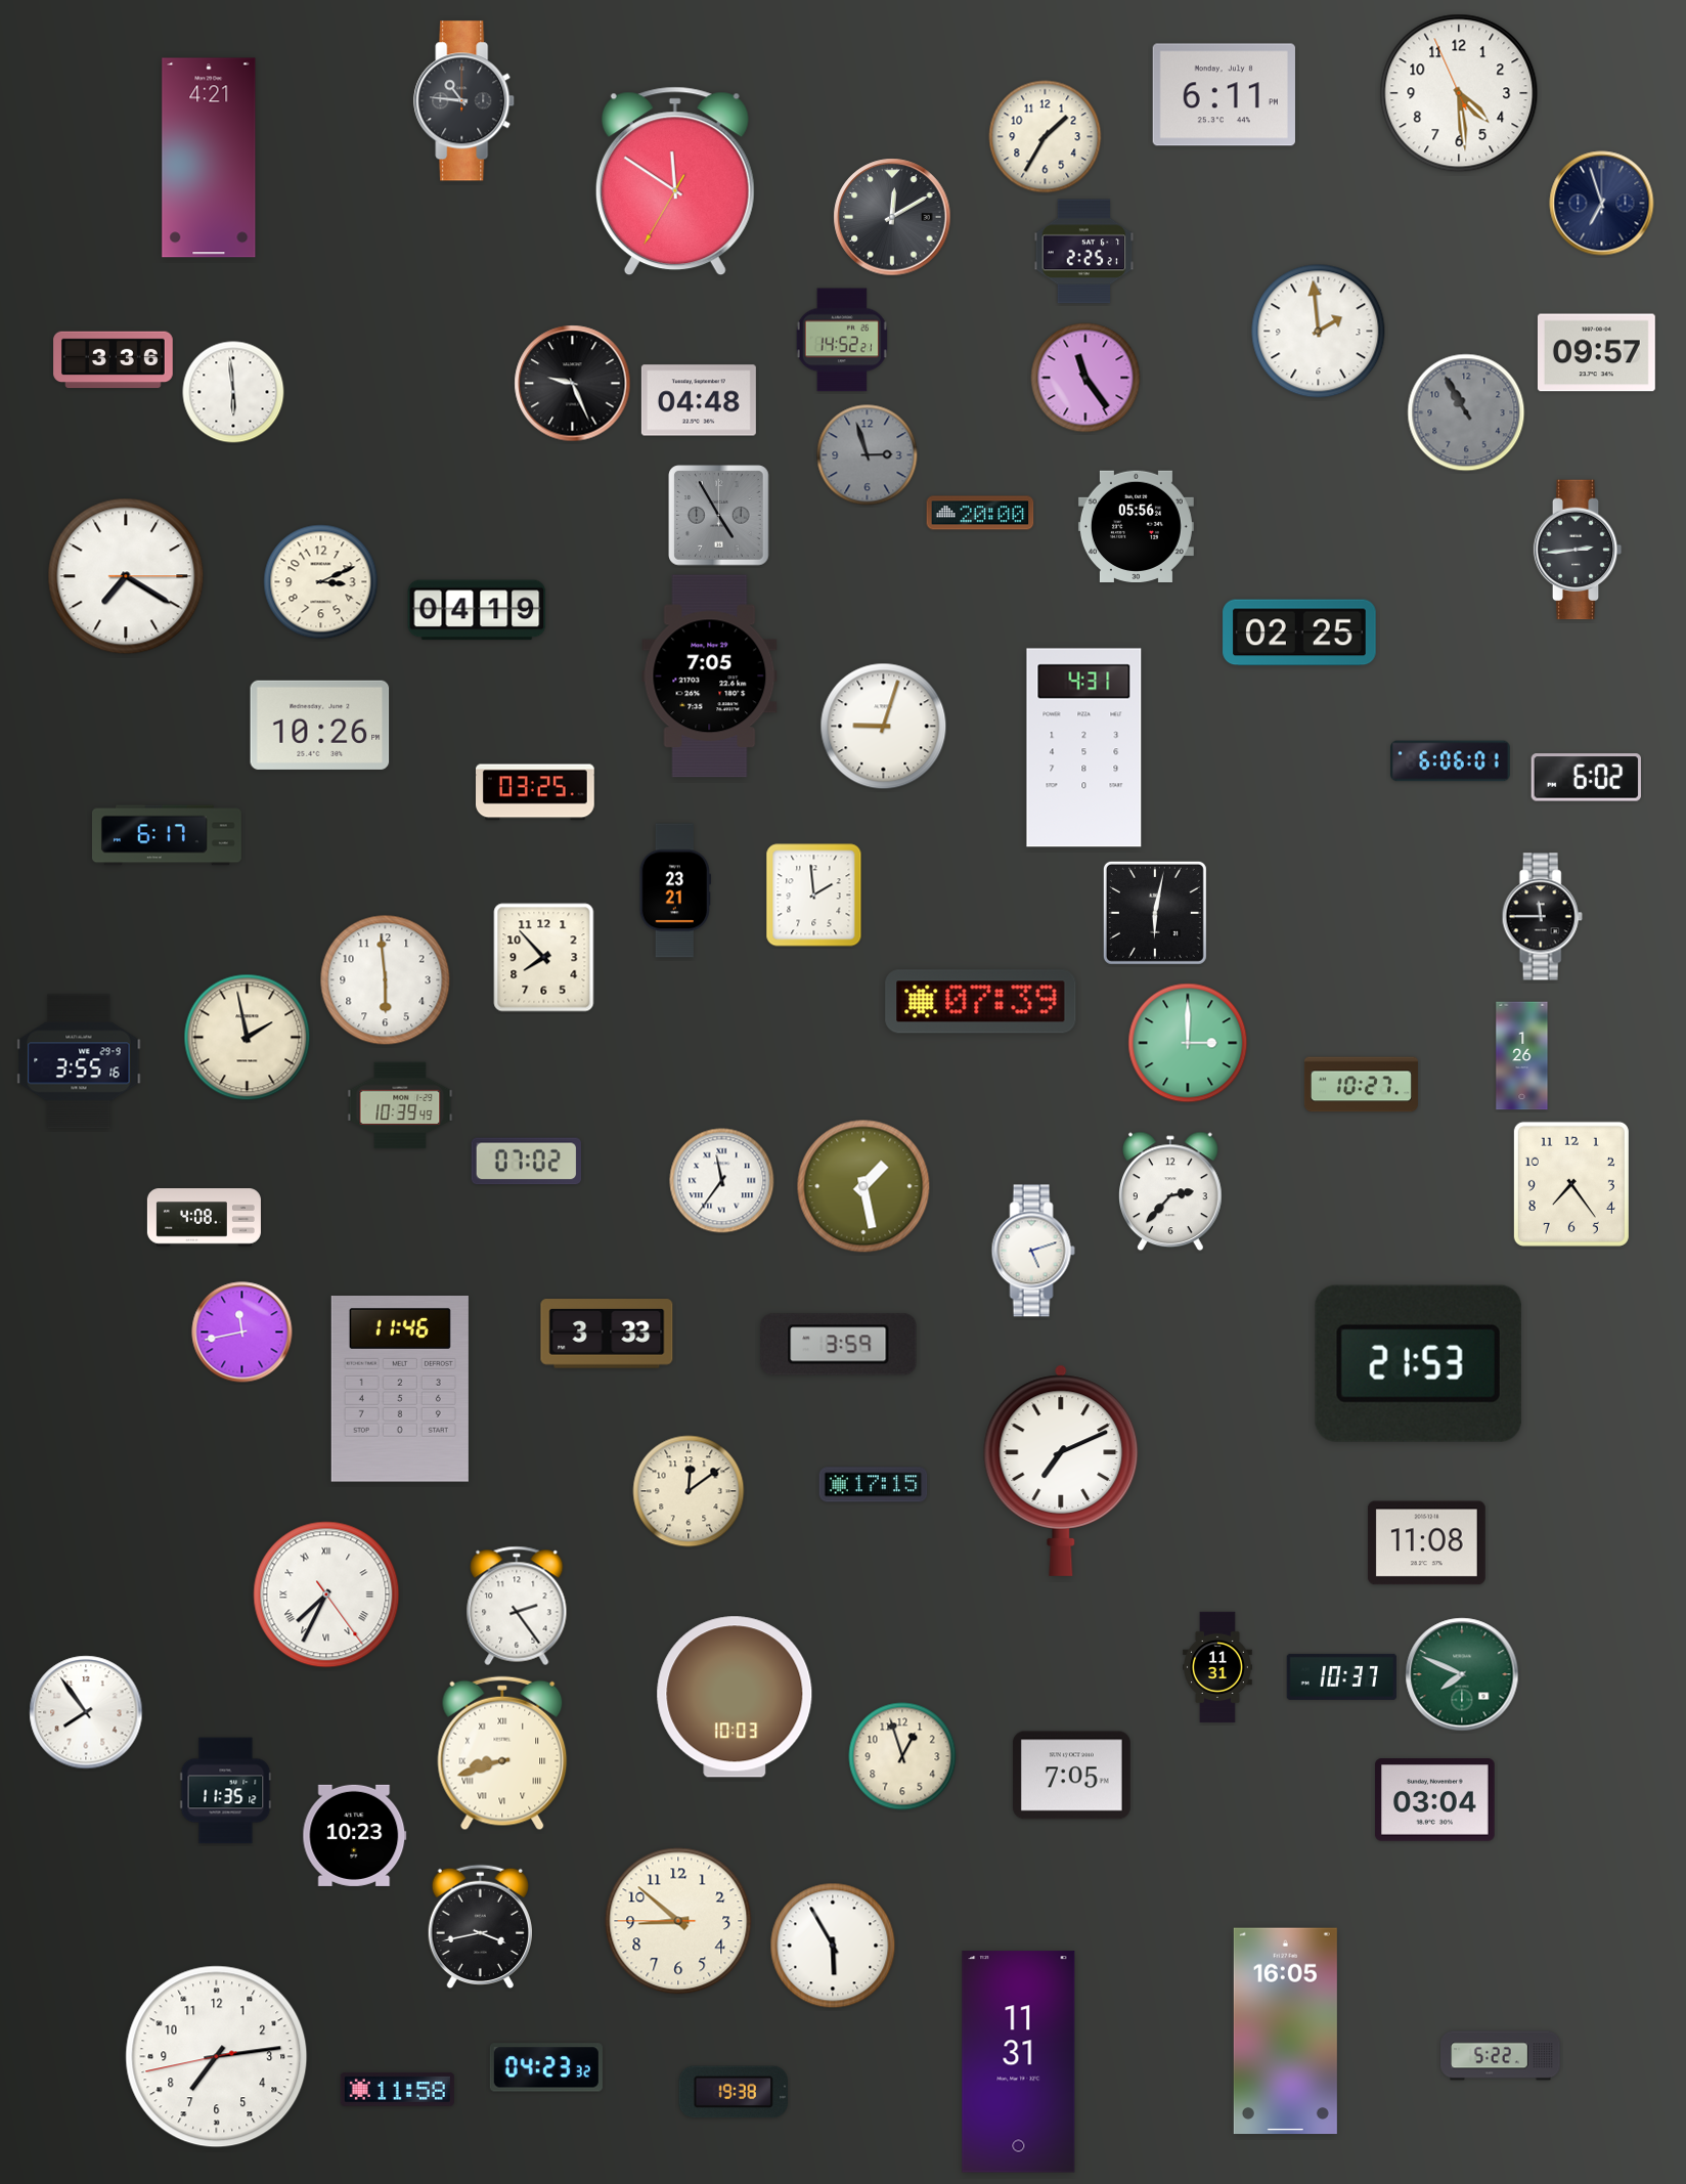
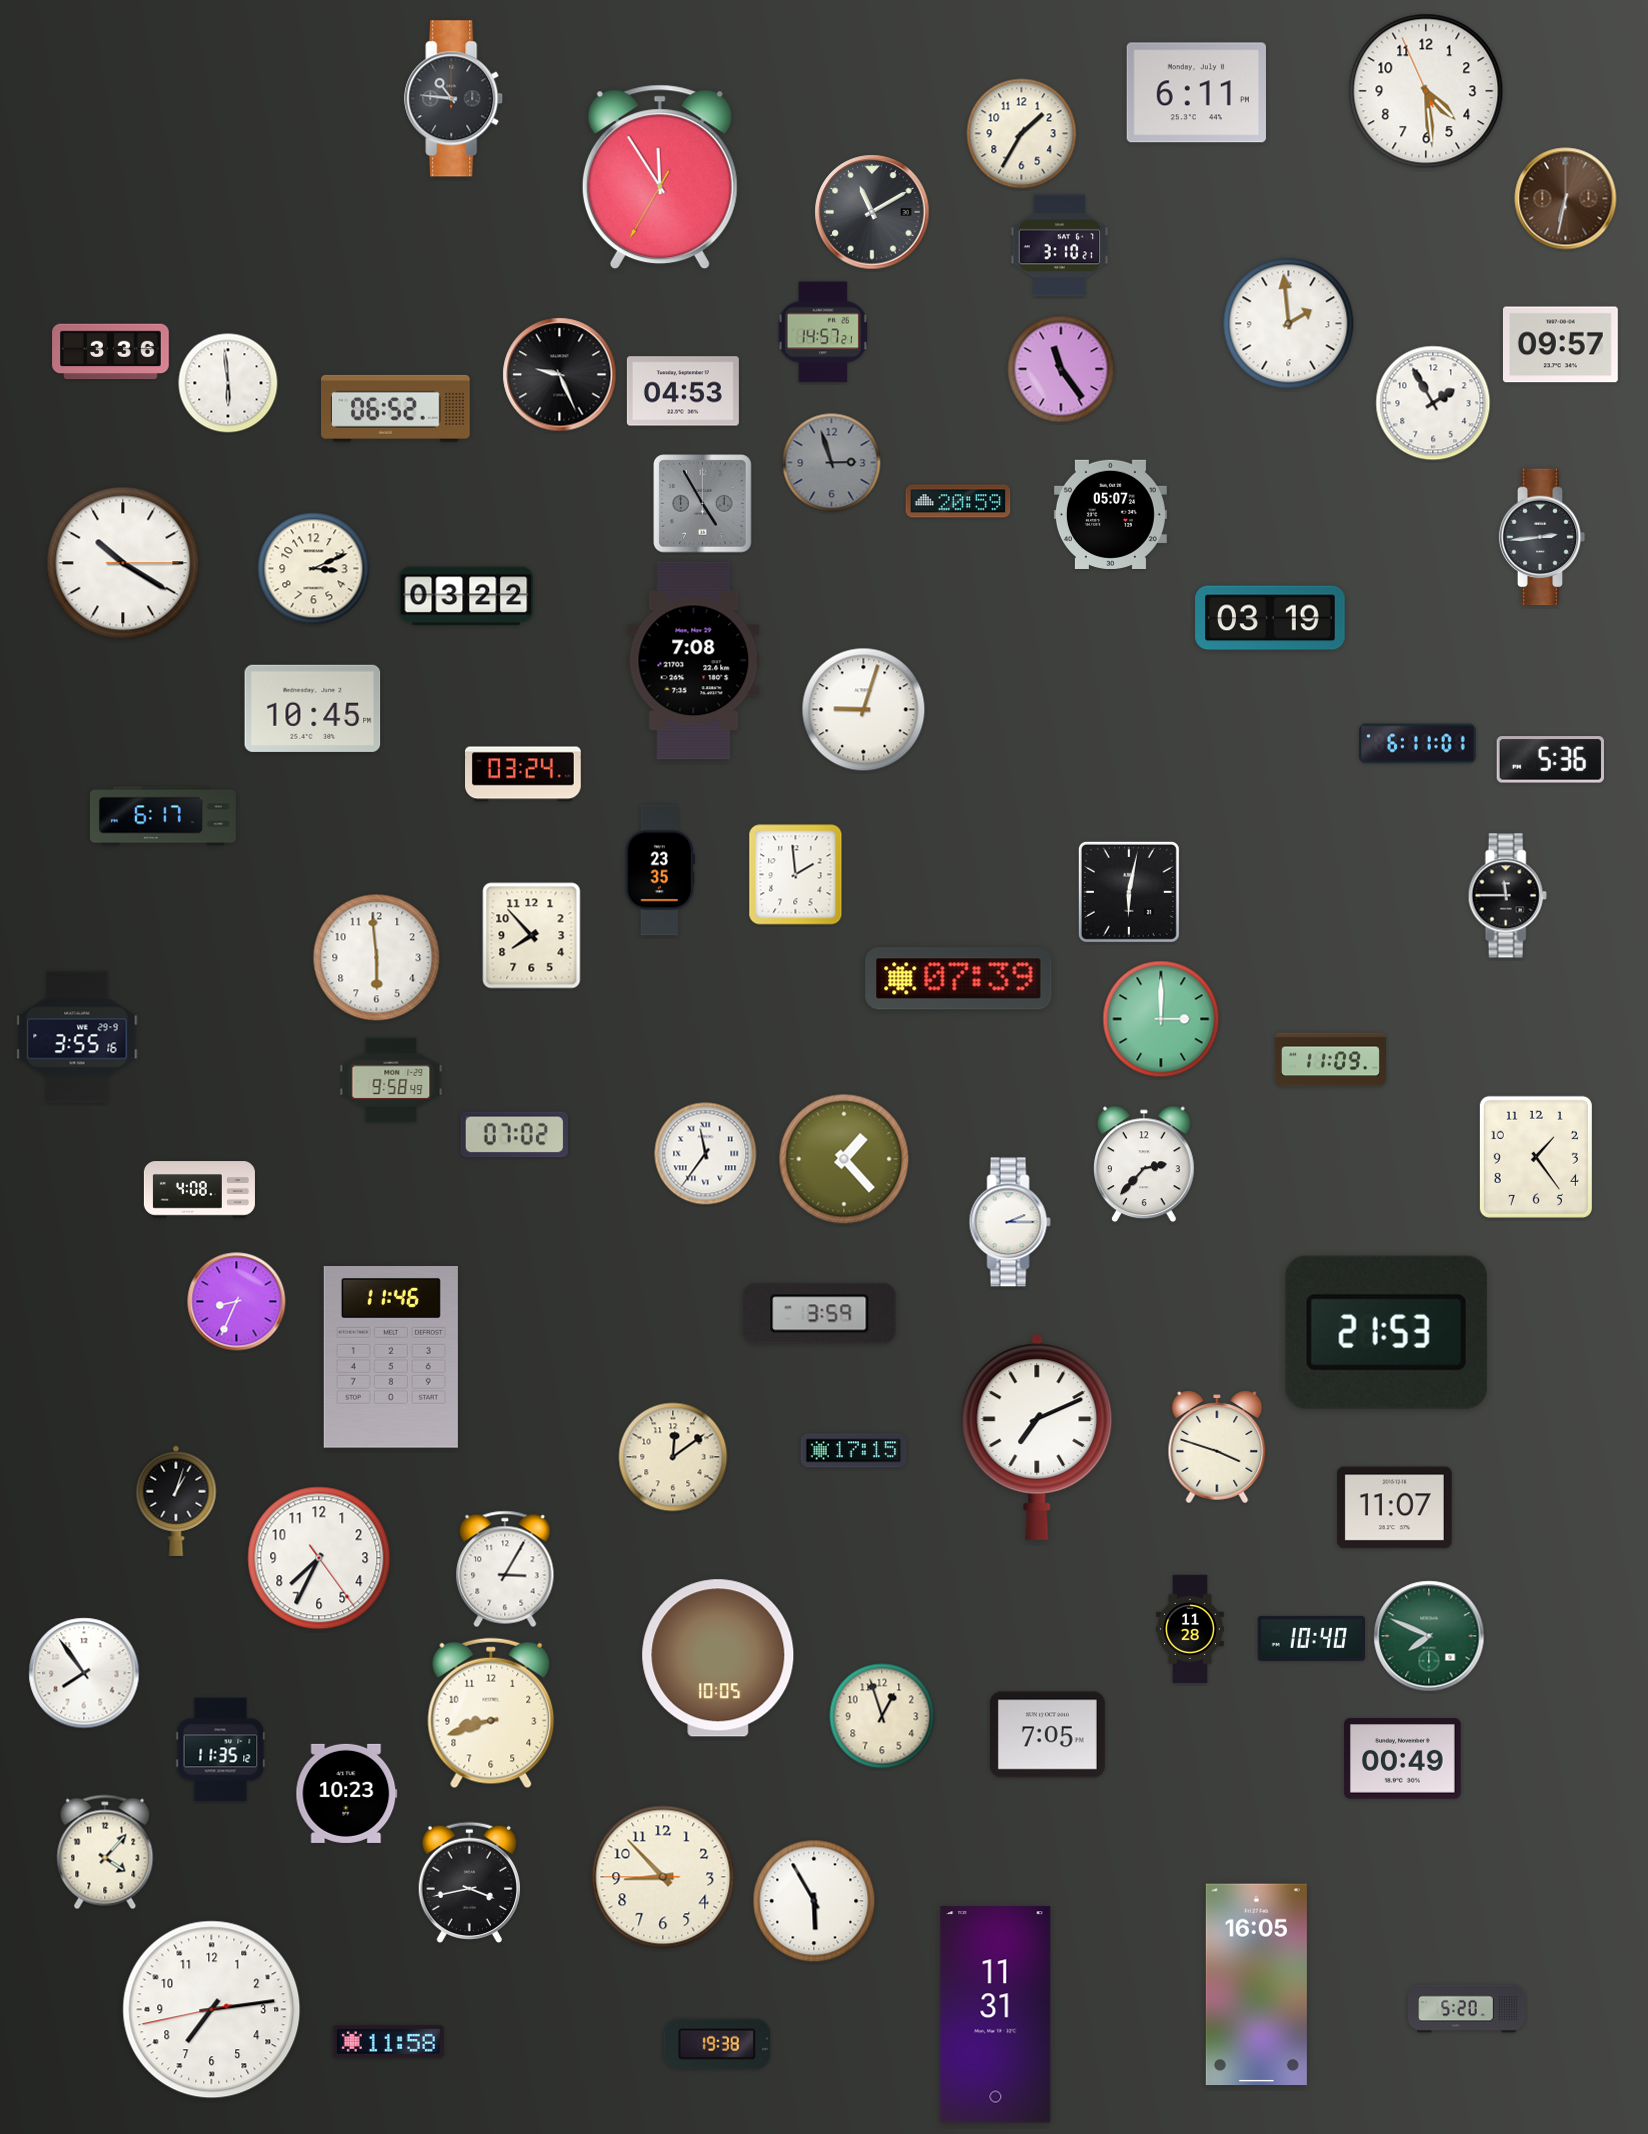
clock at (209, 158): 4:21 -> none
clock at (675, 181): 11:50 -> 11:54
clock at (1602, 204): 6:57 -> 6:32
clock at (1602, 204) dial: navy -> brown
clock at (892, 217): 12:10 -> 11:10
clock at (1084, 252): 2:25 -> 3:10
clock at (842, 340): 14:52 -> 14:57
clock at (699, 400): 04:48 -> 04:53
clock at (1466, 412): 10:55 -> 1:55
clock at (1466, 412) dial: grey -> white
clock at (396, 408): none -> 06:52
clock at (868, 455) position: (868, 455) -> (832, 463)
clock at (980, 513): 20:00 -> 20:59
clock at (1136, 526): 05:56 -> 05:07
clock at (126, 576): 7:20 -> 10:20
clock at (477, 610): 04:19 -> 03:22
clock at (1299, 632): 02:25 -> 03:19
clock at (710, 676): 7:05 -> 7:08
clock at (320, 725): 10:26 -> 10:45
clock at (1084, 748): 4:31 -> none
clock at (1451, 761): 6:06 -> 6:11
clock at (1586, 778): 6:02 -> 5:36
clock at (536, 792): 03:25 -> 03:24
clock at (674, 890): 23:21 -> 23:35
clock at (248, 1038): 1:58 -> none
clock at (1522, 1056): 1:26 -> none
clock at (1361, 1085): 10:27 -> 11:09
clock at (400, 1105): 10:39 -> 9:58
clock at (1571, 1184): 7:24 -> 1:24
clock at (863, 1186): 1:28 -> 1:23
clock at (1033, 1251): 5:12 -> 2:15
clock at (242, 1333): 11:43 -> 8:34
clock at (607, 1334): 3:33 -> none
clock at (1217, 1447): none -> 3:48
clock at (176, 1501): none -> 1:03
clock at (1426, 1543): 11:08 -> 11:07
clock at (326, 1595) numerals: Roman -> Arabic
clock at (517, 1606): 2:24 -> 3:05
clock at (1217, 1667): 11:31 -> 11:28
clock at (1342, 1676): 10:37 -> 10:40
clock at (735, 1697): 10:03 -> 10:05
clock at (502, 1753) numerals: Roman -> Arabic
clock at (1435, 1800): 03:04 -> 00:49
clock at (105, 1852): none -> 4:07
clock at (678, 1921): 8:51 -> 8:52
clock at (1501, 2056): 5:22 -> 5:20
clock at (546, 2067): 04:23 -> none
